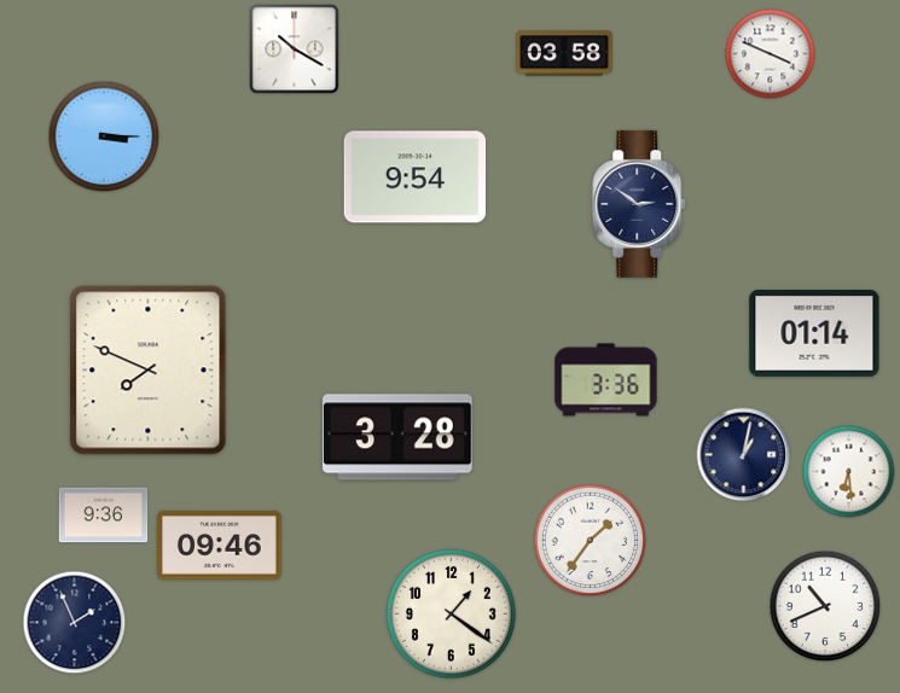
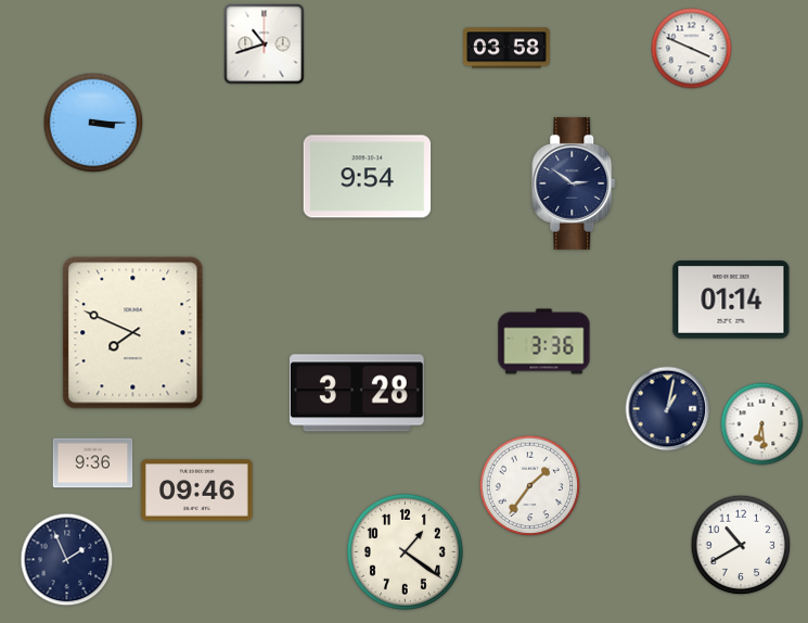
clock at (295, 49): 10:20 -> 10:42
clock at (416, 177) position: (416, 177) -> (368, 177)
clock at (825, 606): 10:41 -> 10:40
